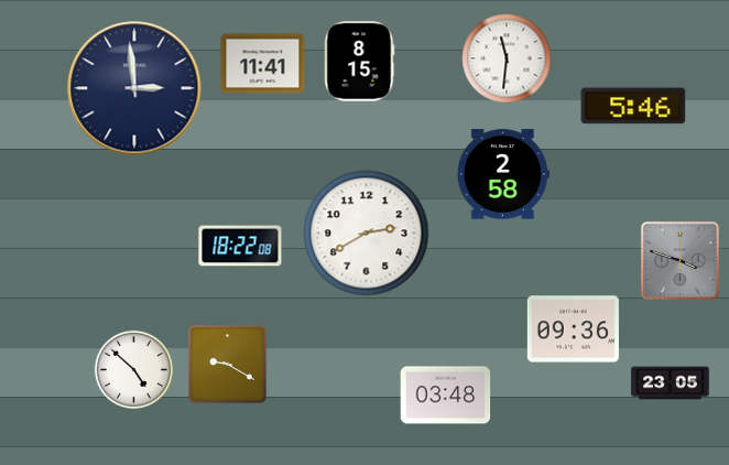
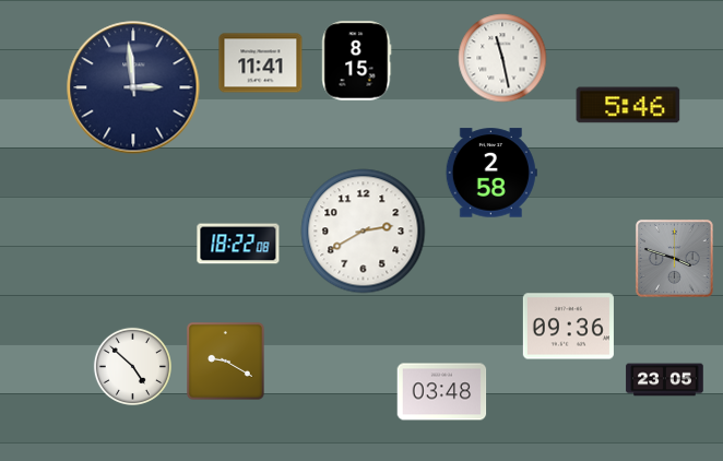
clock at (507, 58): 11:31 -> 11:28
clock at (503, 174) position: (503, 174) -> (491, 173)
